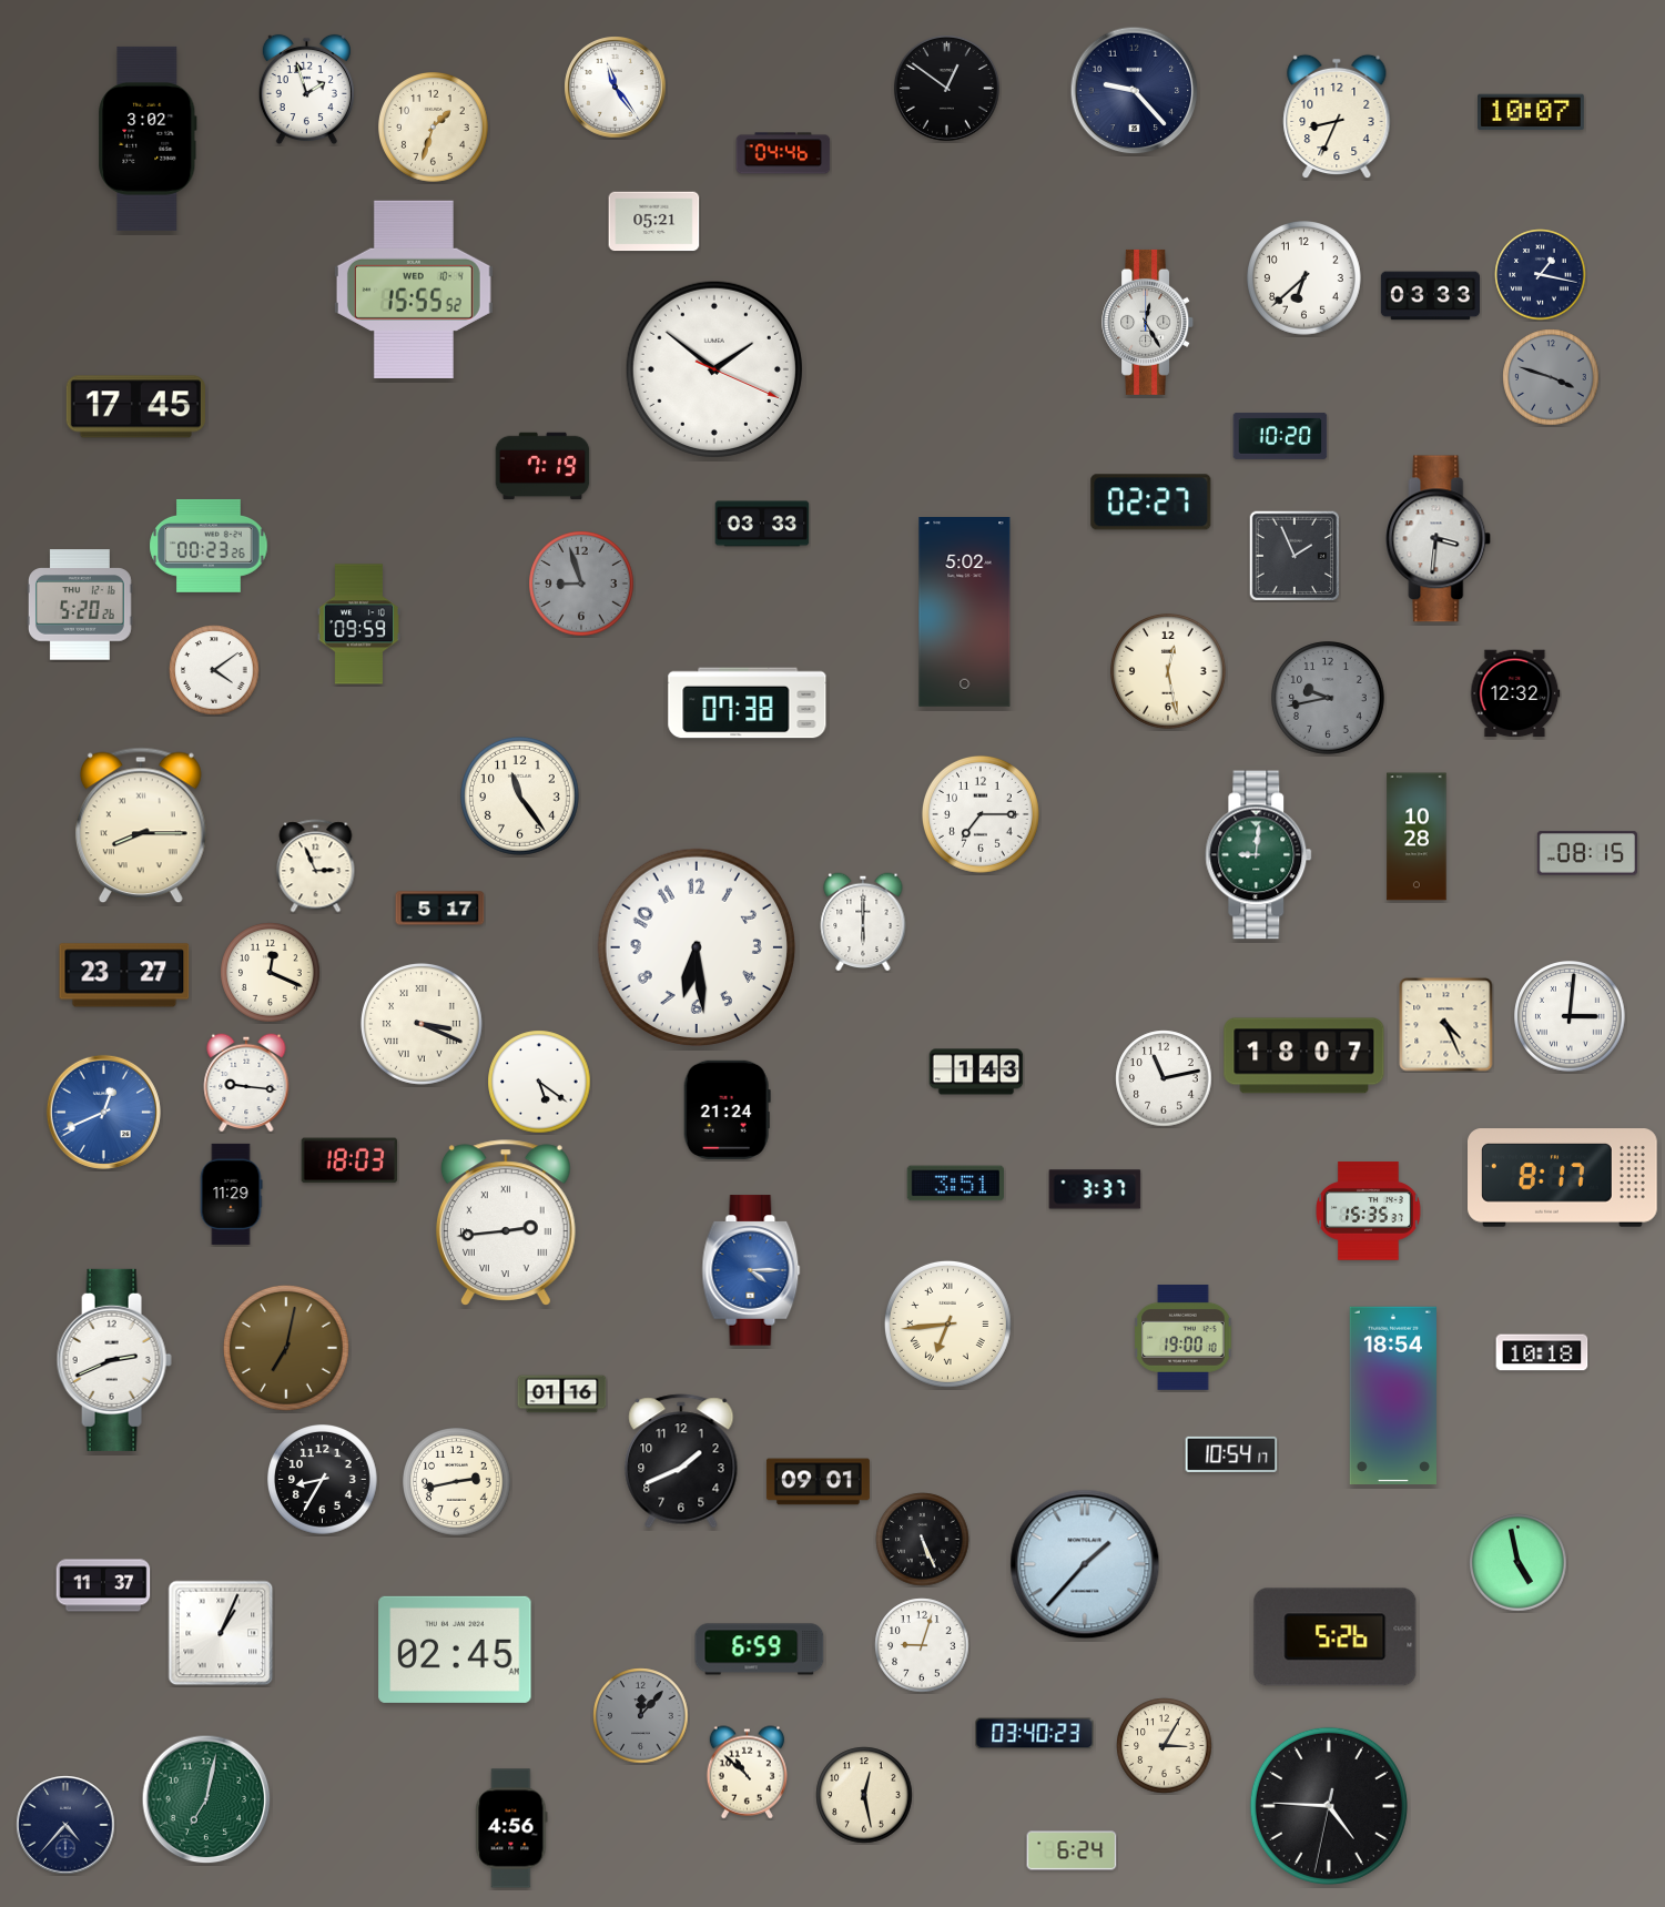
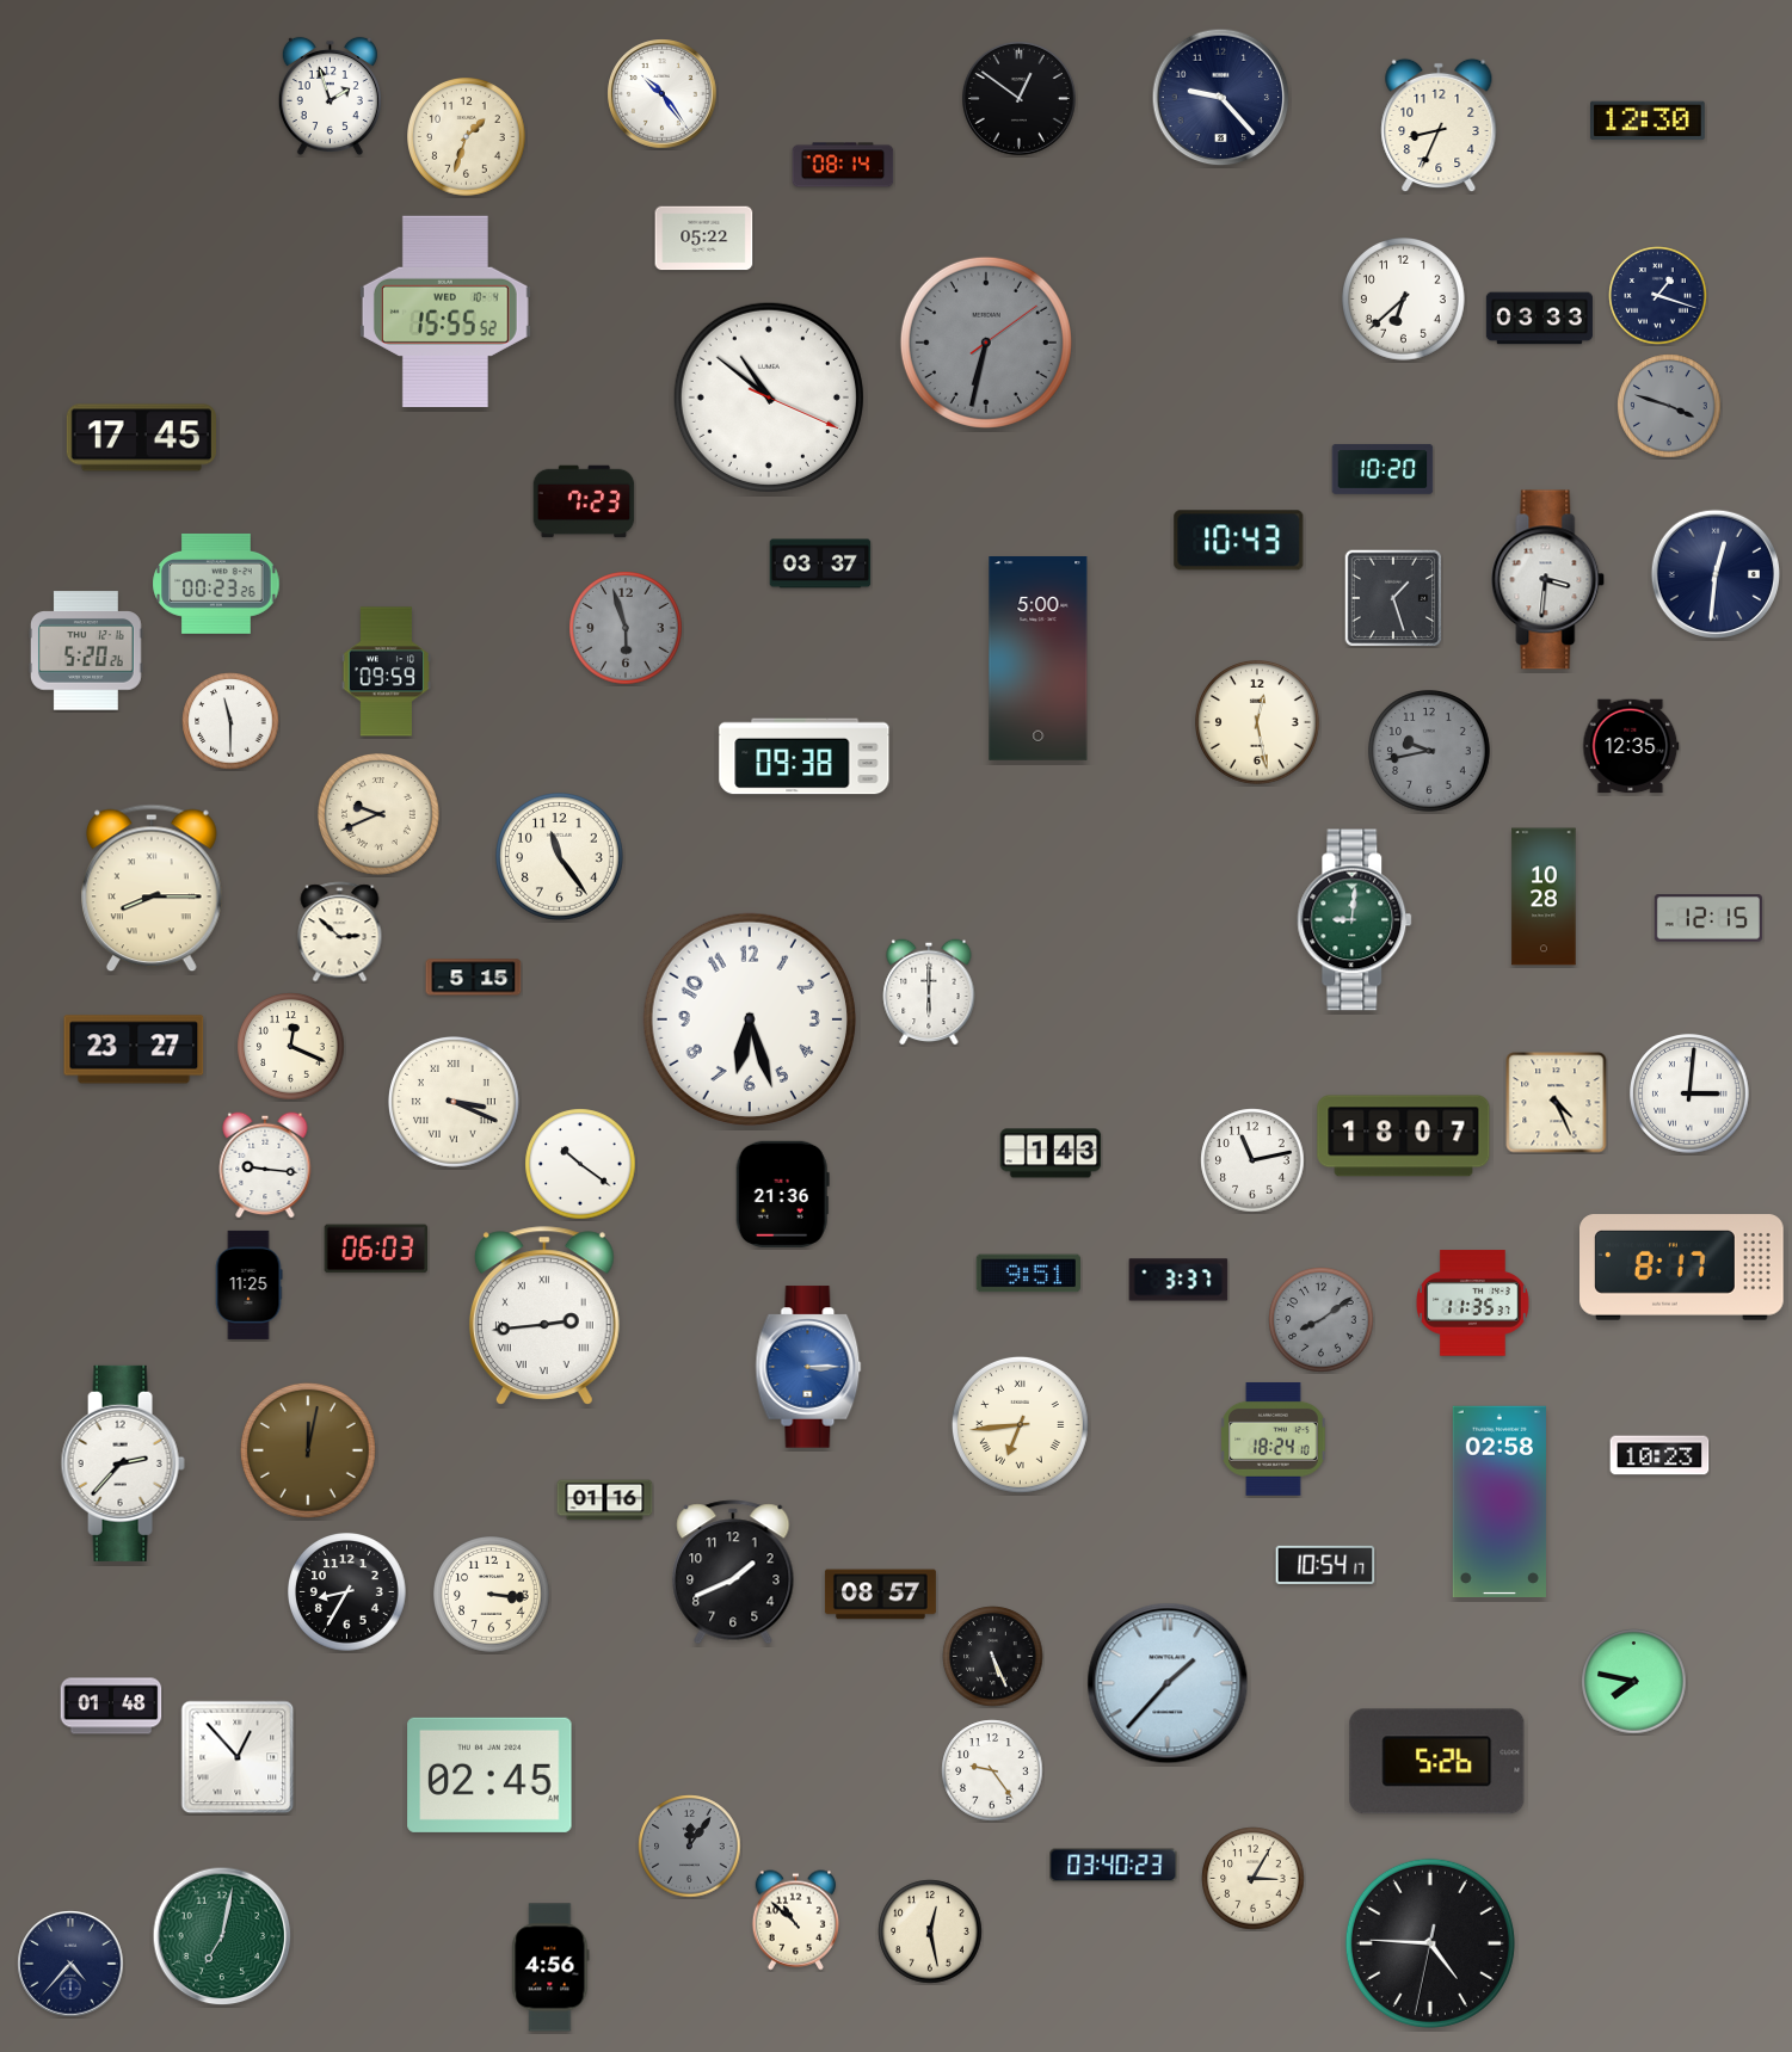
clock at (616, 88): 11:24 -> 10:24
clock at (946, 88) position: (946, 88) -> (1018, 98)
clock at (1532, 112): 10:07 -> 12:30
clock at (148, 139): 3:02 -> none
clock at (783, 153): 04:46 -> 08:14
clock at (654, 222): 05:21 -> 05:22
clock at (1541, 275): 1:17 -> 1:18
clock at (986, 343): none -> 6:32
clock at (1148, 322): 12:25 -> none
clock at (714, 369): 1:51 -> 10:51
clock at (135, 407) position: (135, 407) -> (141, 438)
clock at (1280, 436) position: (1280, 436) -> (1383, 469)
clock at (542, 466): 7:19 -> 7:23
clock at (1151, 503): 02:27 -> 10:43
clock at (762, 524): 03:33 -> 03:37
clock at (1714, 573): none -> 12:31
clock at (209, 546) position: (209, 546) -> (216, 584)
clock at (1295, 556): 1:56 -> 1:27
clock at (581, 584): 8:57 -> 5:57
clock at (965, 612): 5:02 -> 5:00
clock at (214, 670): 4:09 -> 11:30
clock at (1515, 693): 12:32 -> 12:35
clock at (748, 703): 07:38 -> 09:38
clock at (380, 815): none -> 9:41
clock at (981, 814): 7:15 -> none
clock at (1417, 836) position: (1417, 836) -> (1544, 896)
clock at (1587, 853): 08:15 -> 12:15
clock at (316, 866): 2:56 -> 2:52
clock at (440, 909): 5:17 -> 5:15
clock at (696, 946): 6:29 -> 6:27
clock at (539, 1082): 5:21 -> 10:21
clock at (727, 1109): 21:24 -> 21:36
clock at (103, 1112): 12:41 -> none
clock at (348, 1160): 18:03 -> 06:03
clock at (955, 1184): 3:51 -> 9:51
clock at (231, 1194): 11:29 -> 11:25
clock at (1369, 1211): 15:35 -> 11:35
clock at (1322, 1320): none -> 8:09
clock at (751, 1270): 4:15 -> 3:15
clock at (1184, 1337): 19:00 -> 18:24
clock at (286, 1348): 7:02 -> 12:02
clock at (1542, 1352): 10:18 -> 10:23
clock at (114, 1360): 2:41 -> 2:37
clock at (1393, 1394): 18:54 -> 02:58
clock at (457, 1482): 2:43 -> 3:16
clock at (818, 1482): 09:01 -> 08:57
clock at (1519, 1563): 4:58 -> 7:47
clock at (103, 1585): 11:37 -> 01:48
clock at (221, 1633): 1:04 -> 12:53
clock at (922, 1645): 9:03 -> 9:24
clock at (760, 1650): 6:59 -> none
clock at (641, 1716): 12:07 -> 12:06
clock at (747, 1773) position: (747, 1773) -> (795, 1921)
clock at (1072, 1850): 6:24 -> none
